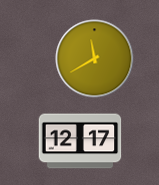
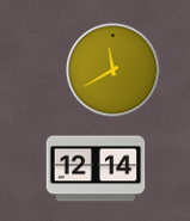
clock at (80, 141): 12:17 -> 12:14
